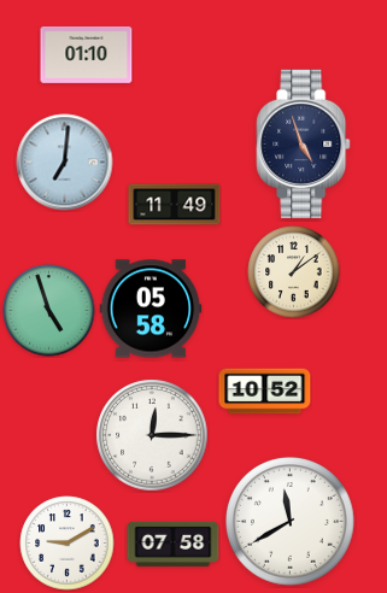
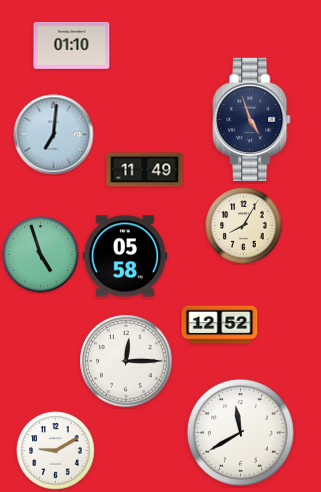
clock at (294, 272): 1:09 -> 8:05
clock at (49, 311) position: (49, 311) -> (41, 255)
clock at (265, 392): 10:52 -> 12:52
clock at (174, 544): 07:58 -> none
